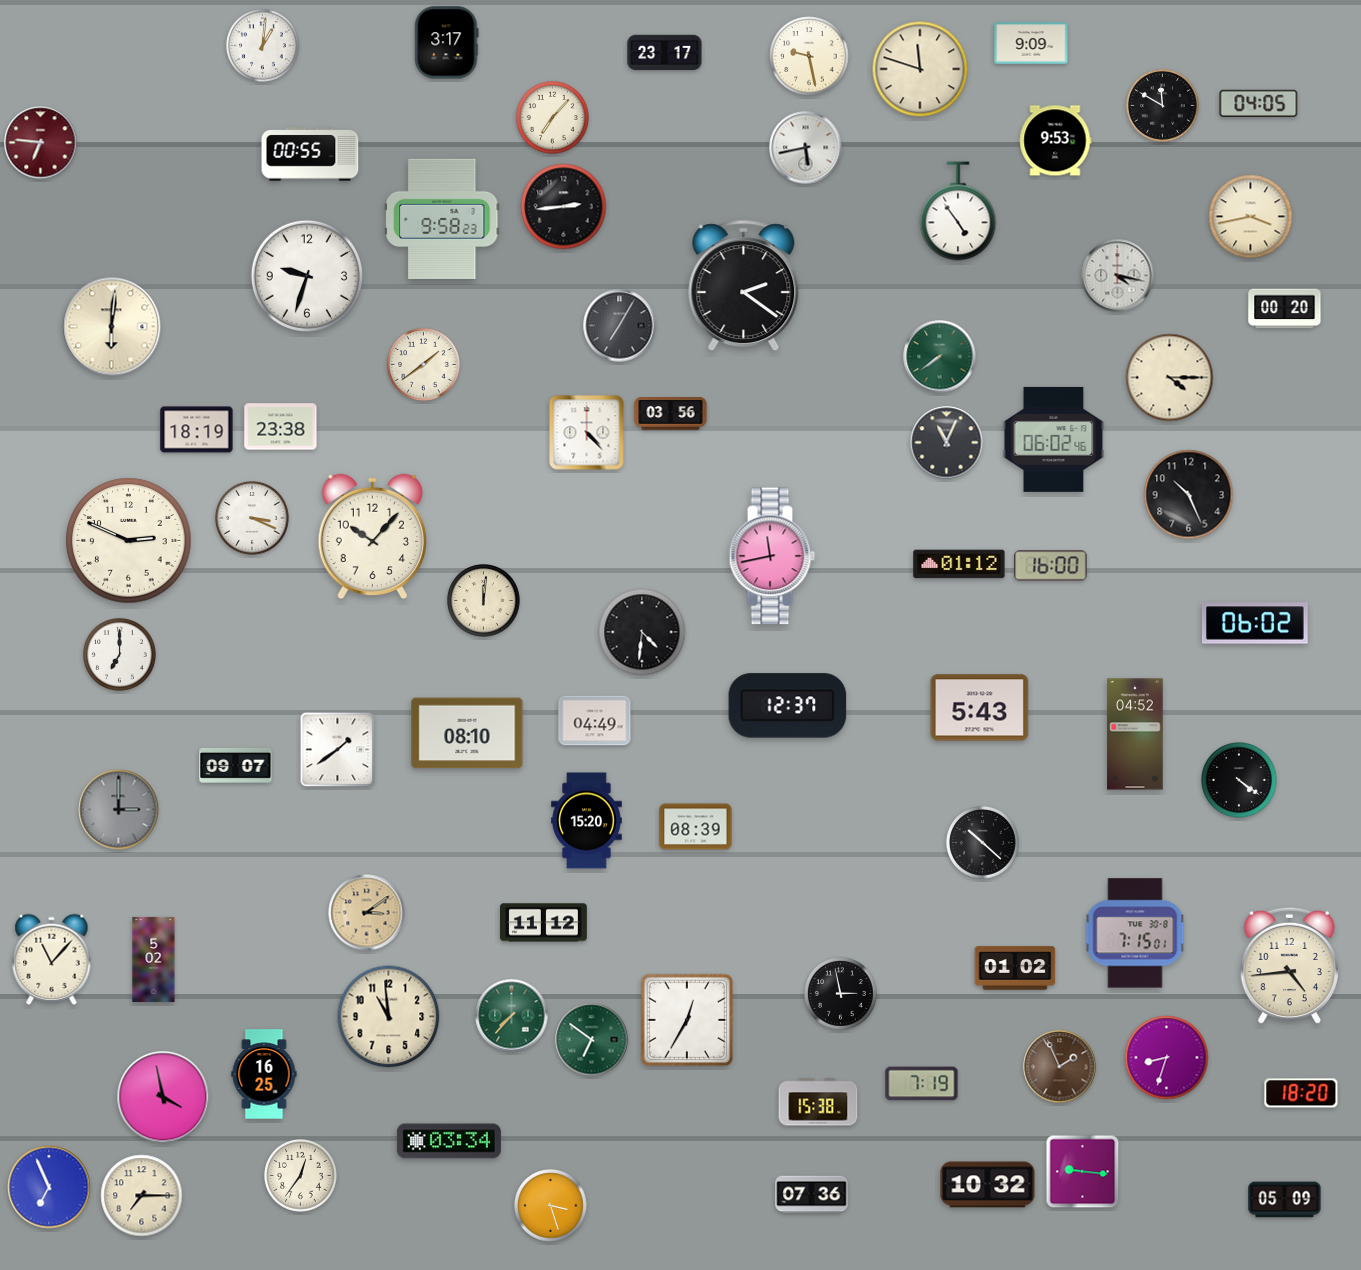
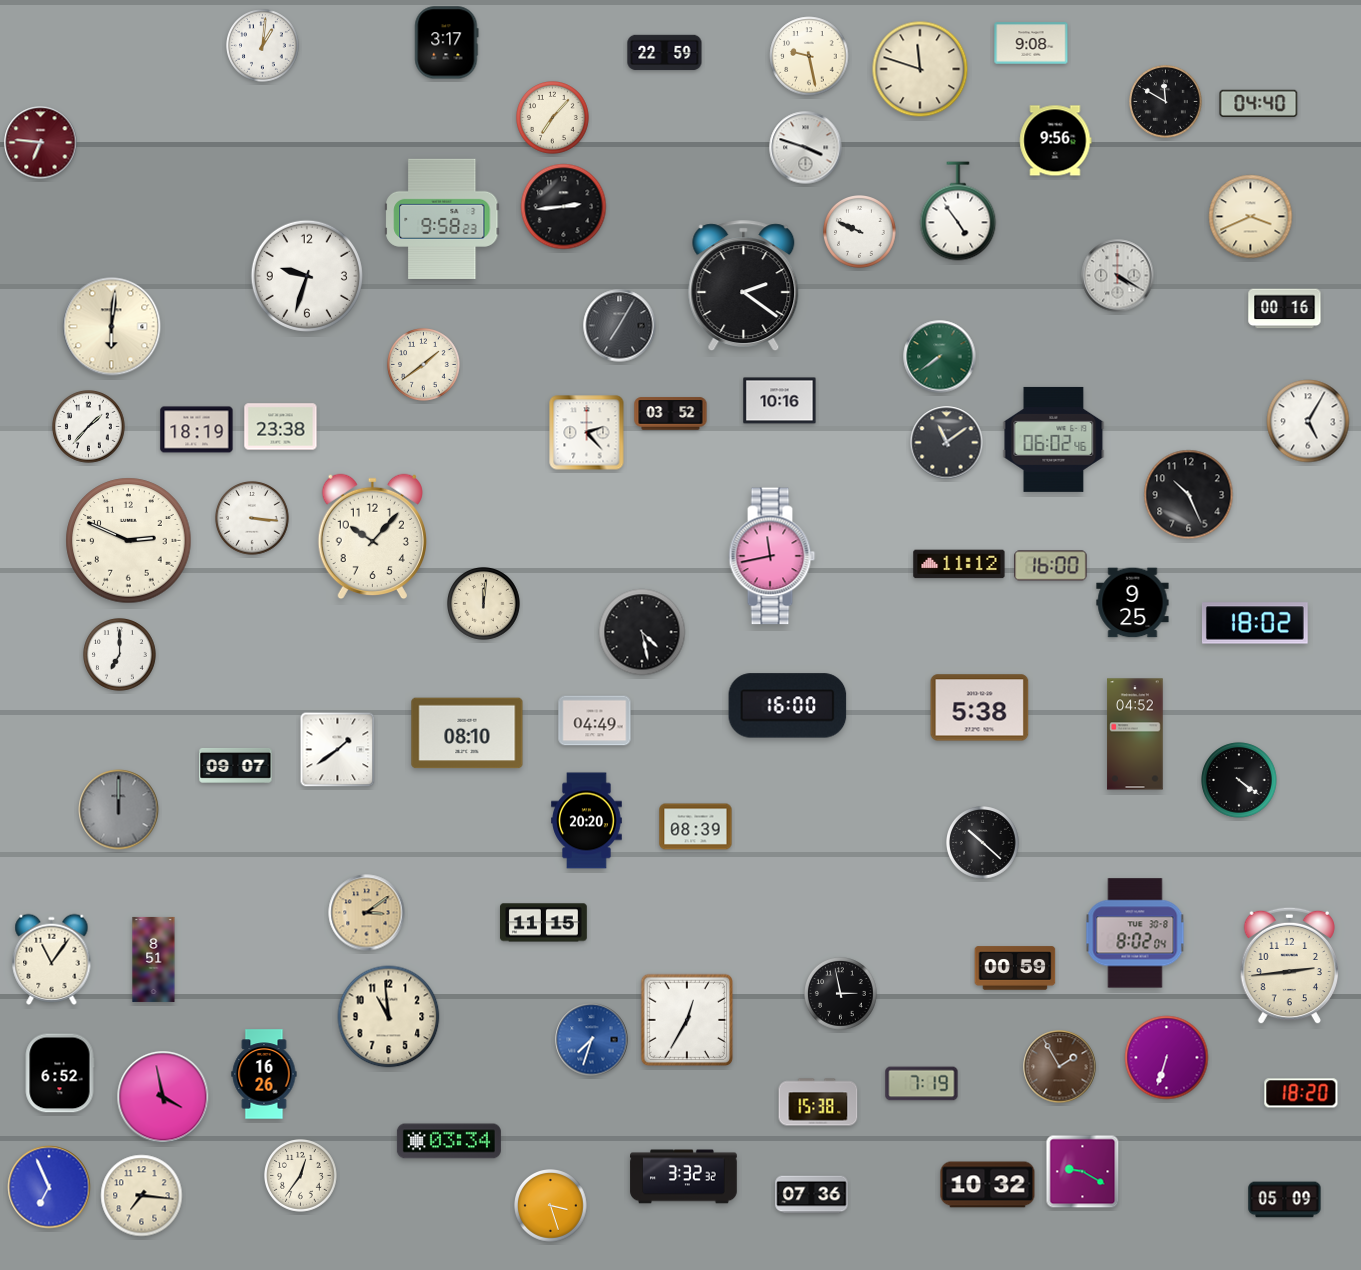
clock at (1031, 43): 9:09 -> 9:08
clock at (665, 53): 23:17 -> 22:59
clock at (1259, 103): 04:05 -> 04:40
clock at (1163, 106) position: (1163, 106) -> (1166, 102)
clock at (1056, 141): 9:53 -> 9:56
clock at (806, 148): 5:43 -> 3:48
clock at (310, 154): 00:55 -> none
clock at (1251, 217): 3:43 -> 3:41
clock at (860, 232): none -> 9:49
clock at (1118, 276): 4:17 -> 4:20
clock at (1285, 309): 00:20 -> 00:16
clock at (1170, 378): 4:15 -> none
clock at (780, 401): none -> 10:16
clock at (671, 414): 03:56 -> 03:52
clock at (1308, 421): none -> 5:05
clock at (89, 427): none -> 1:37
clock at (587, 433): 4:23 -> 2:23
clock at (947, 443): 11:04 -> 11:09
clock at (252, 518): 3:19 -> 3:16
clock at (959, 564): 01:12 -> 11:12
clock at (484, 601) position: (484, 601) -> (484, 604)
clock at (1133, 603): none -> 9:25
clock at (1255, 623): 06:02 -> 18:02
clock at (642, 632): 4:31 -> 4:28
clock at (788, 706): 12:37 -> 16:00
clock at (980, 708): 5:43 -> 5:38
clock at (119, 810): 3:00 -> 12:00
clock at (587, 821): 15:20 -> 20:20
clock at (544, 923): 11:12 -> 11:15
clock at (1135, 933): 7:15 -> 8:02
clock at (52, 959): 11:07 -> 11:06
clock at (154, 959): 5:02 -> 8:51
clock at (1289, 966): 4:44 -> 2:44
clock at (1015, 968): 01:02 -> 00:59
clock at (512, 1016): 7:37 -> none
clock at (592, 1040): 6:51 -> 7:33
clock at (592, 1040) dial: green -> blue
clock at (1167, 1058): 8:33 -> 6:33
clock at (1060, 1067): 1:56 -> 1:55
clock at (60, 1073): none -> 6:52
clock at (264, 1074): 16:25 -> 16:26
clock at (1083, 1172): 9:16 -> 9:20
clock at (684, 1177): none -> 3:32
clock at (142, 1196): 7:15 -> 7:16
